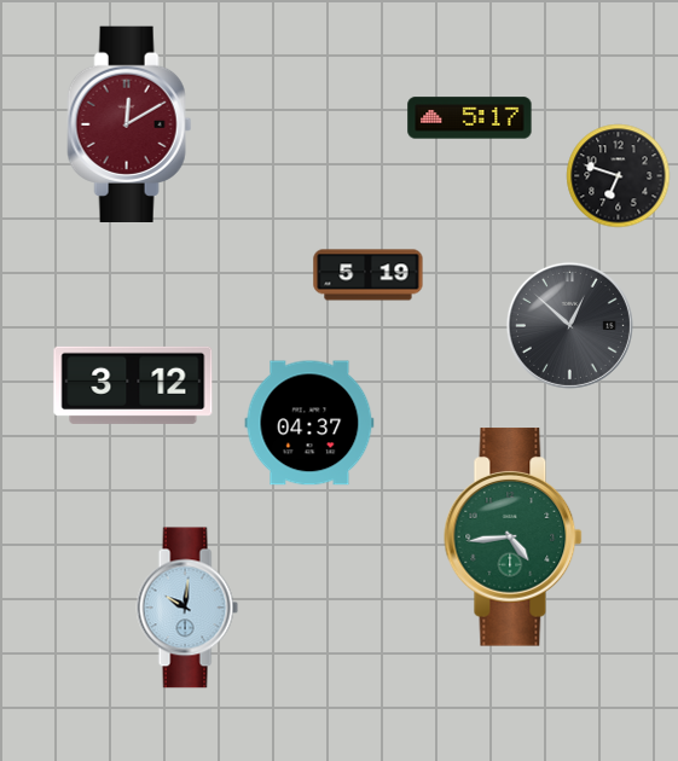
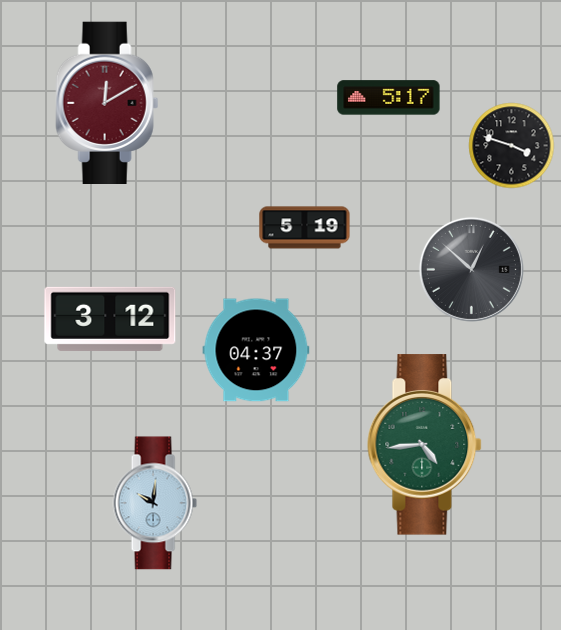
clock at (619, 176): 6:48 -> 3:48
